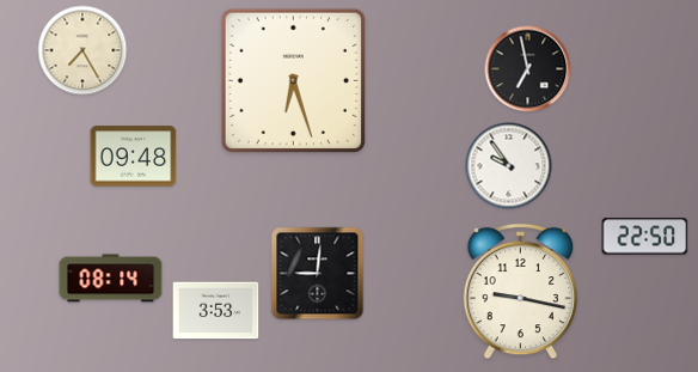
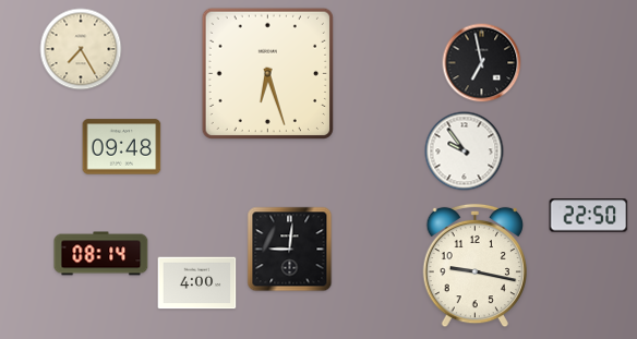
clock at (82, 50) position: (82, 50) -> (81, 49)
clock at (134, 157) position: (134, 157) -> (122, 147)
clock at (216, 311): 3:53 -> 4:00
